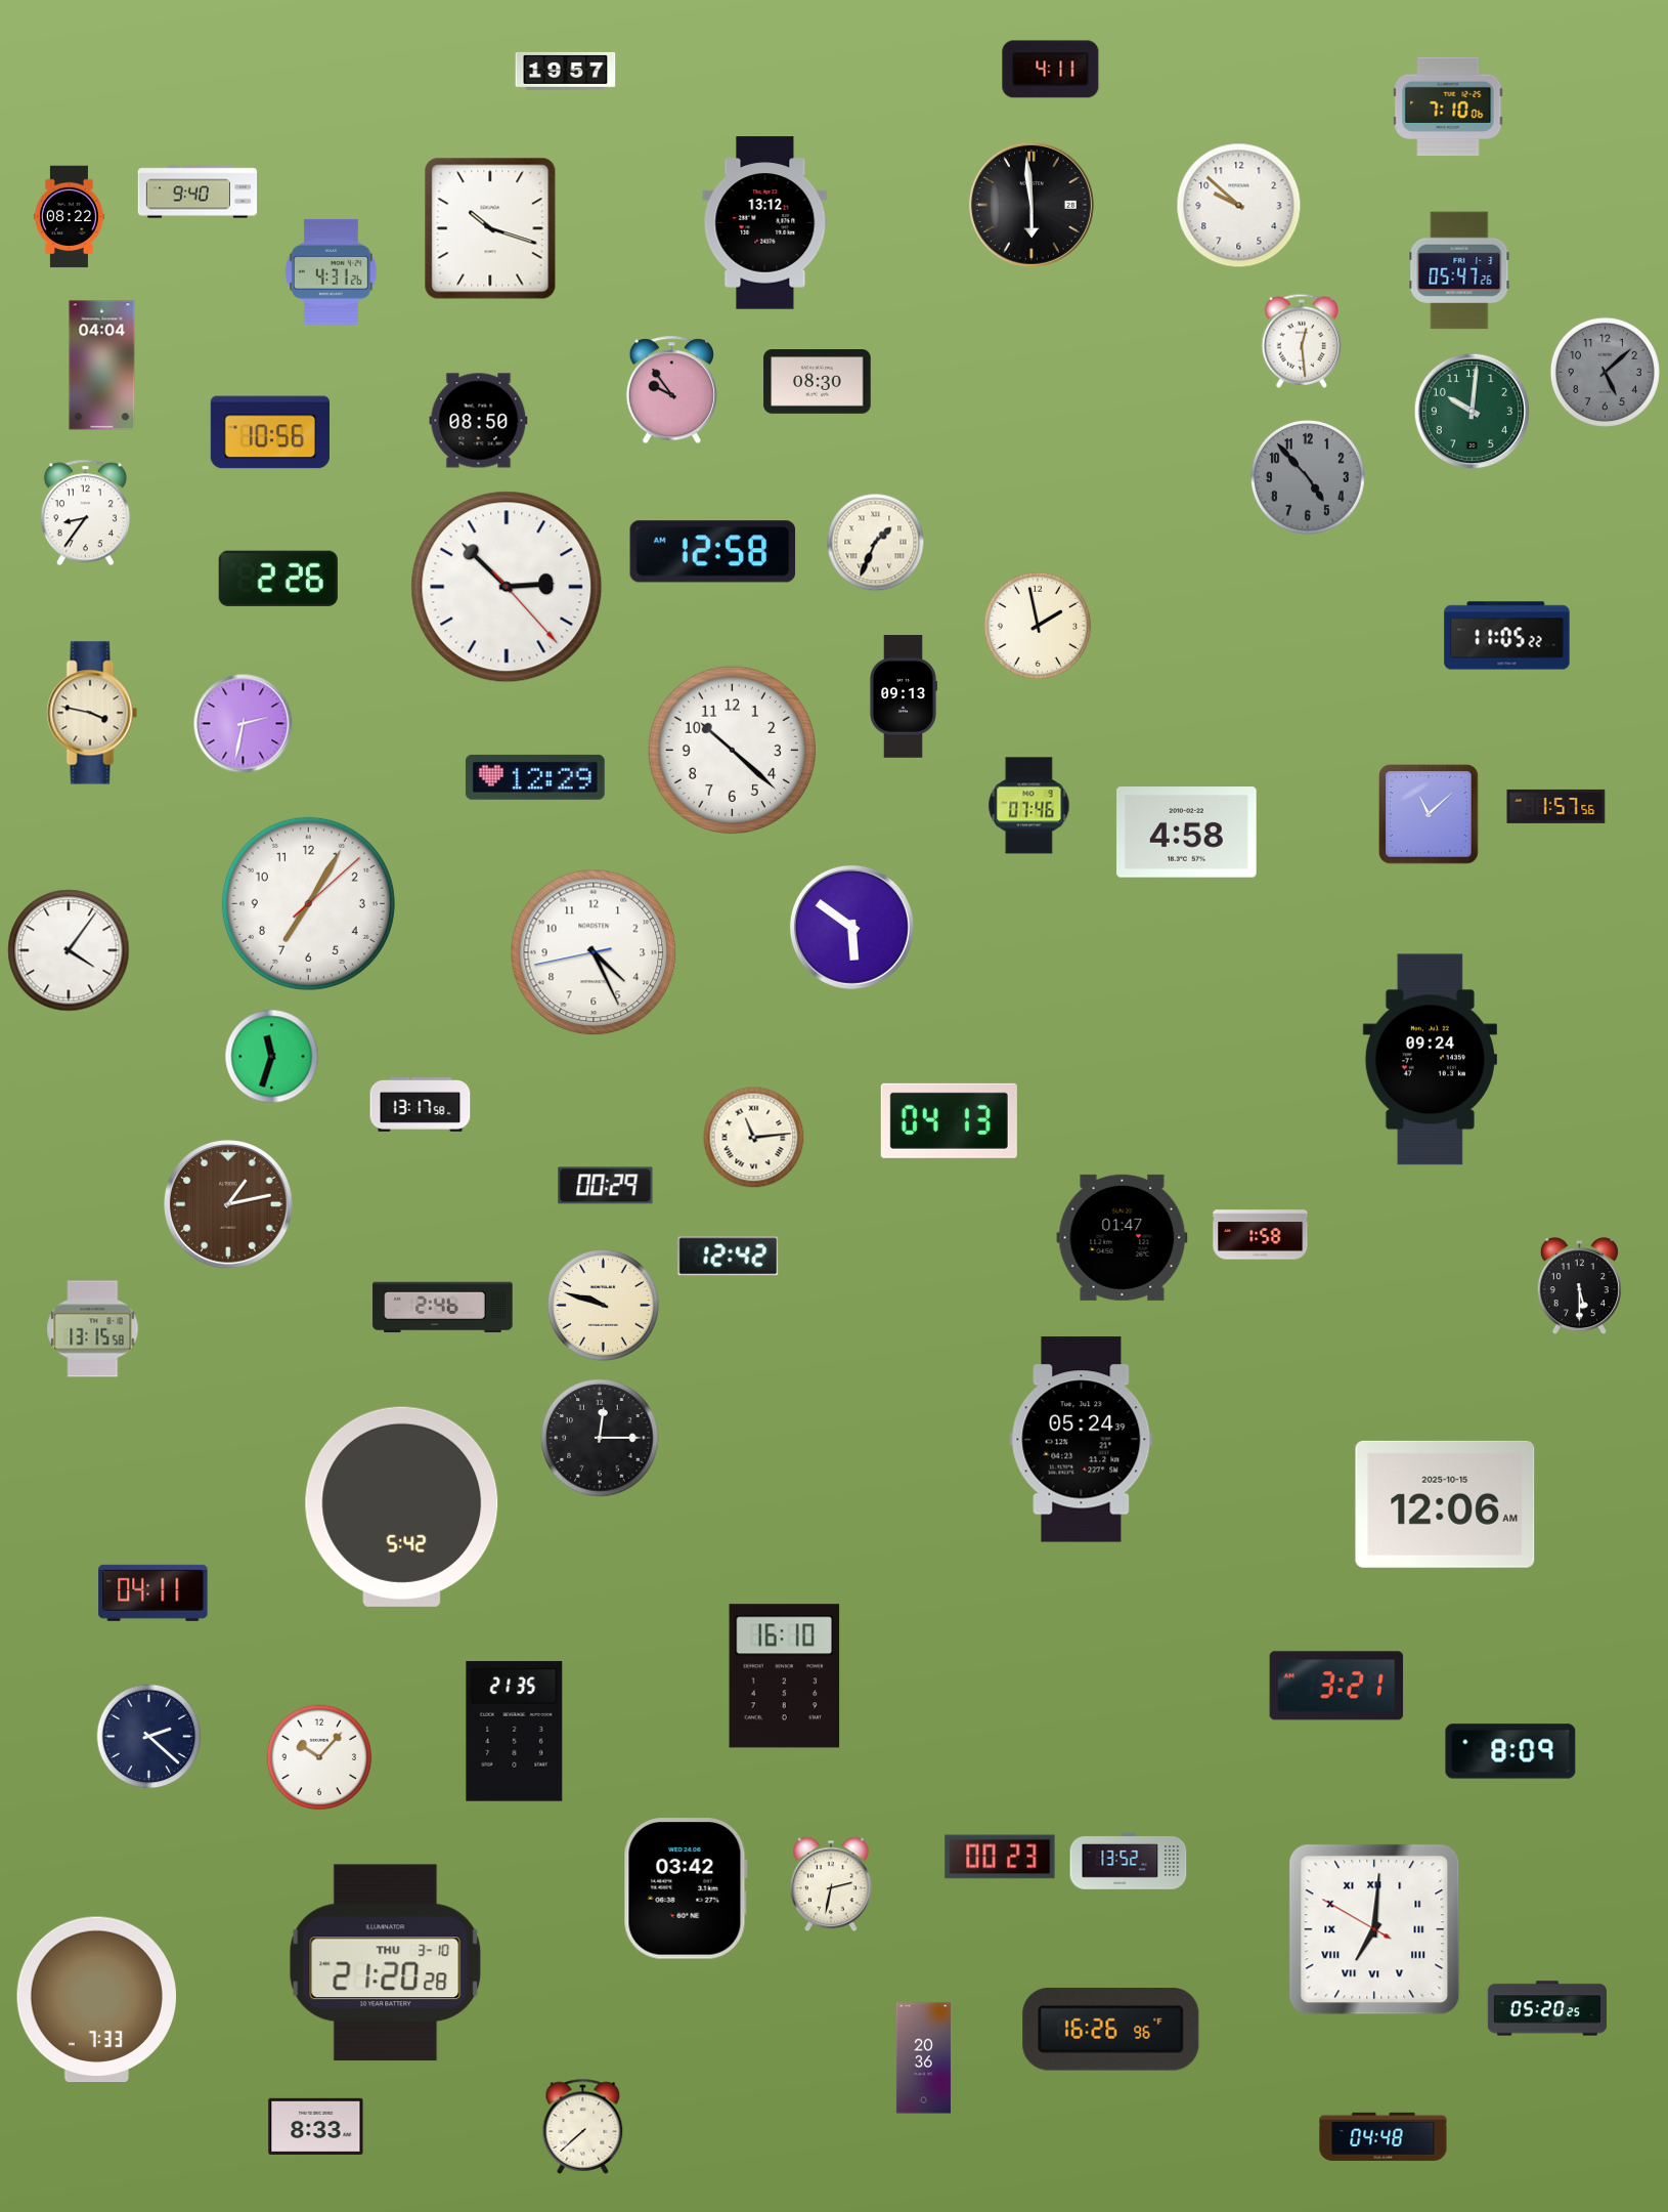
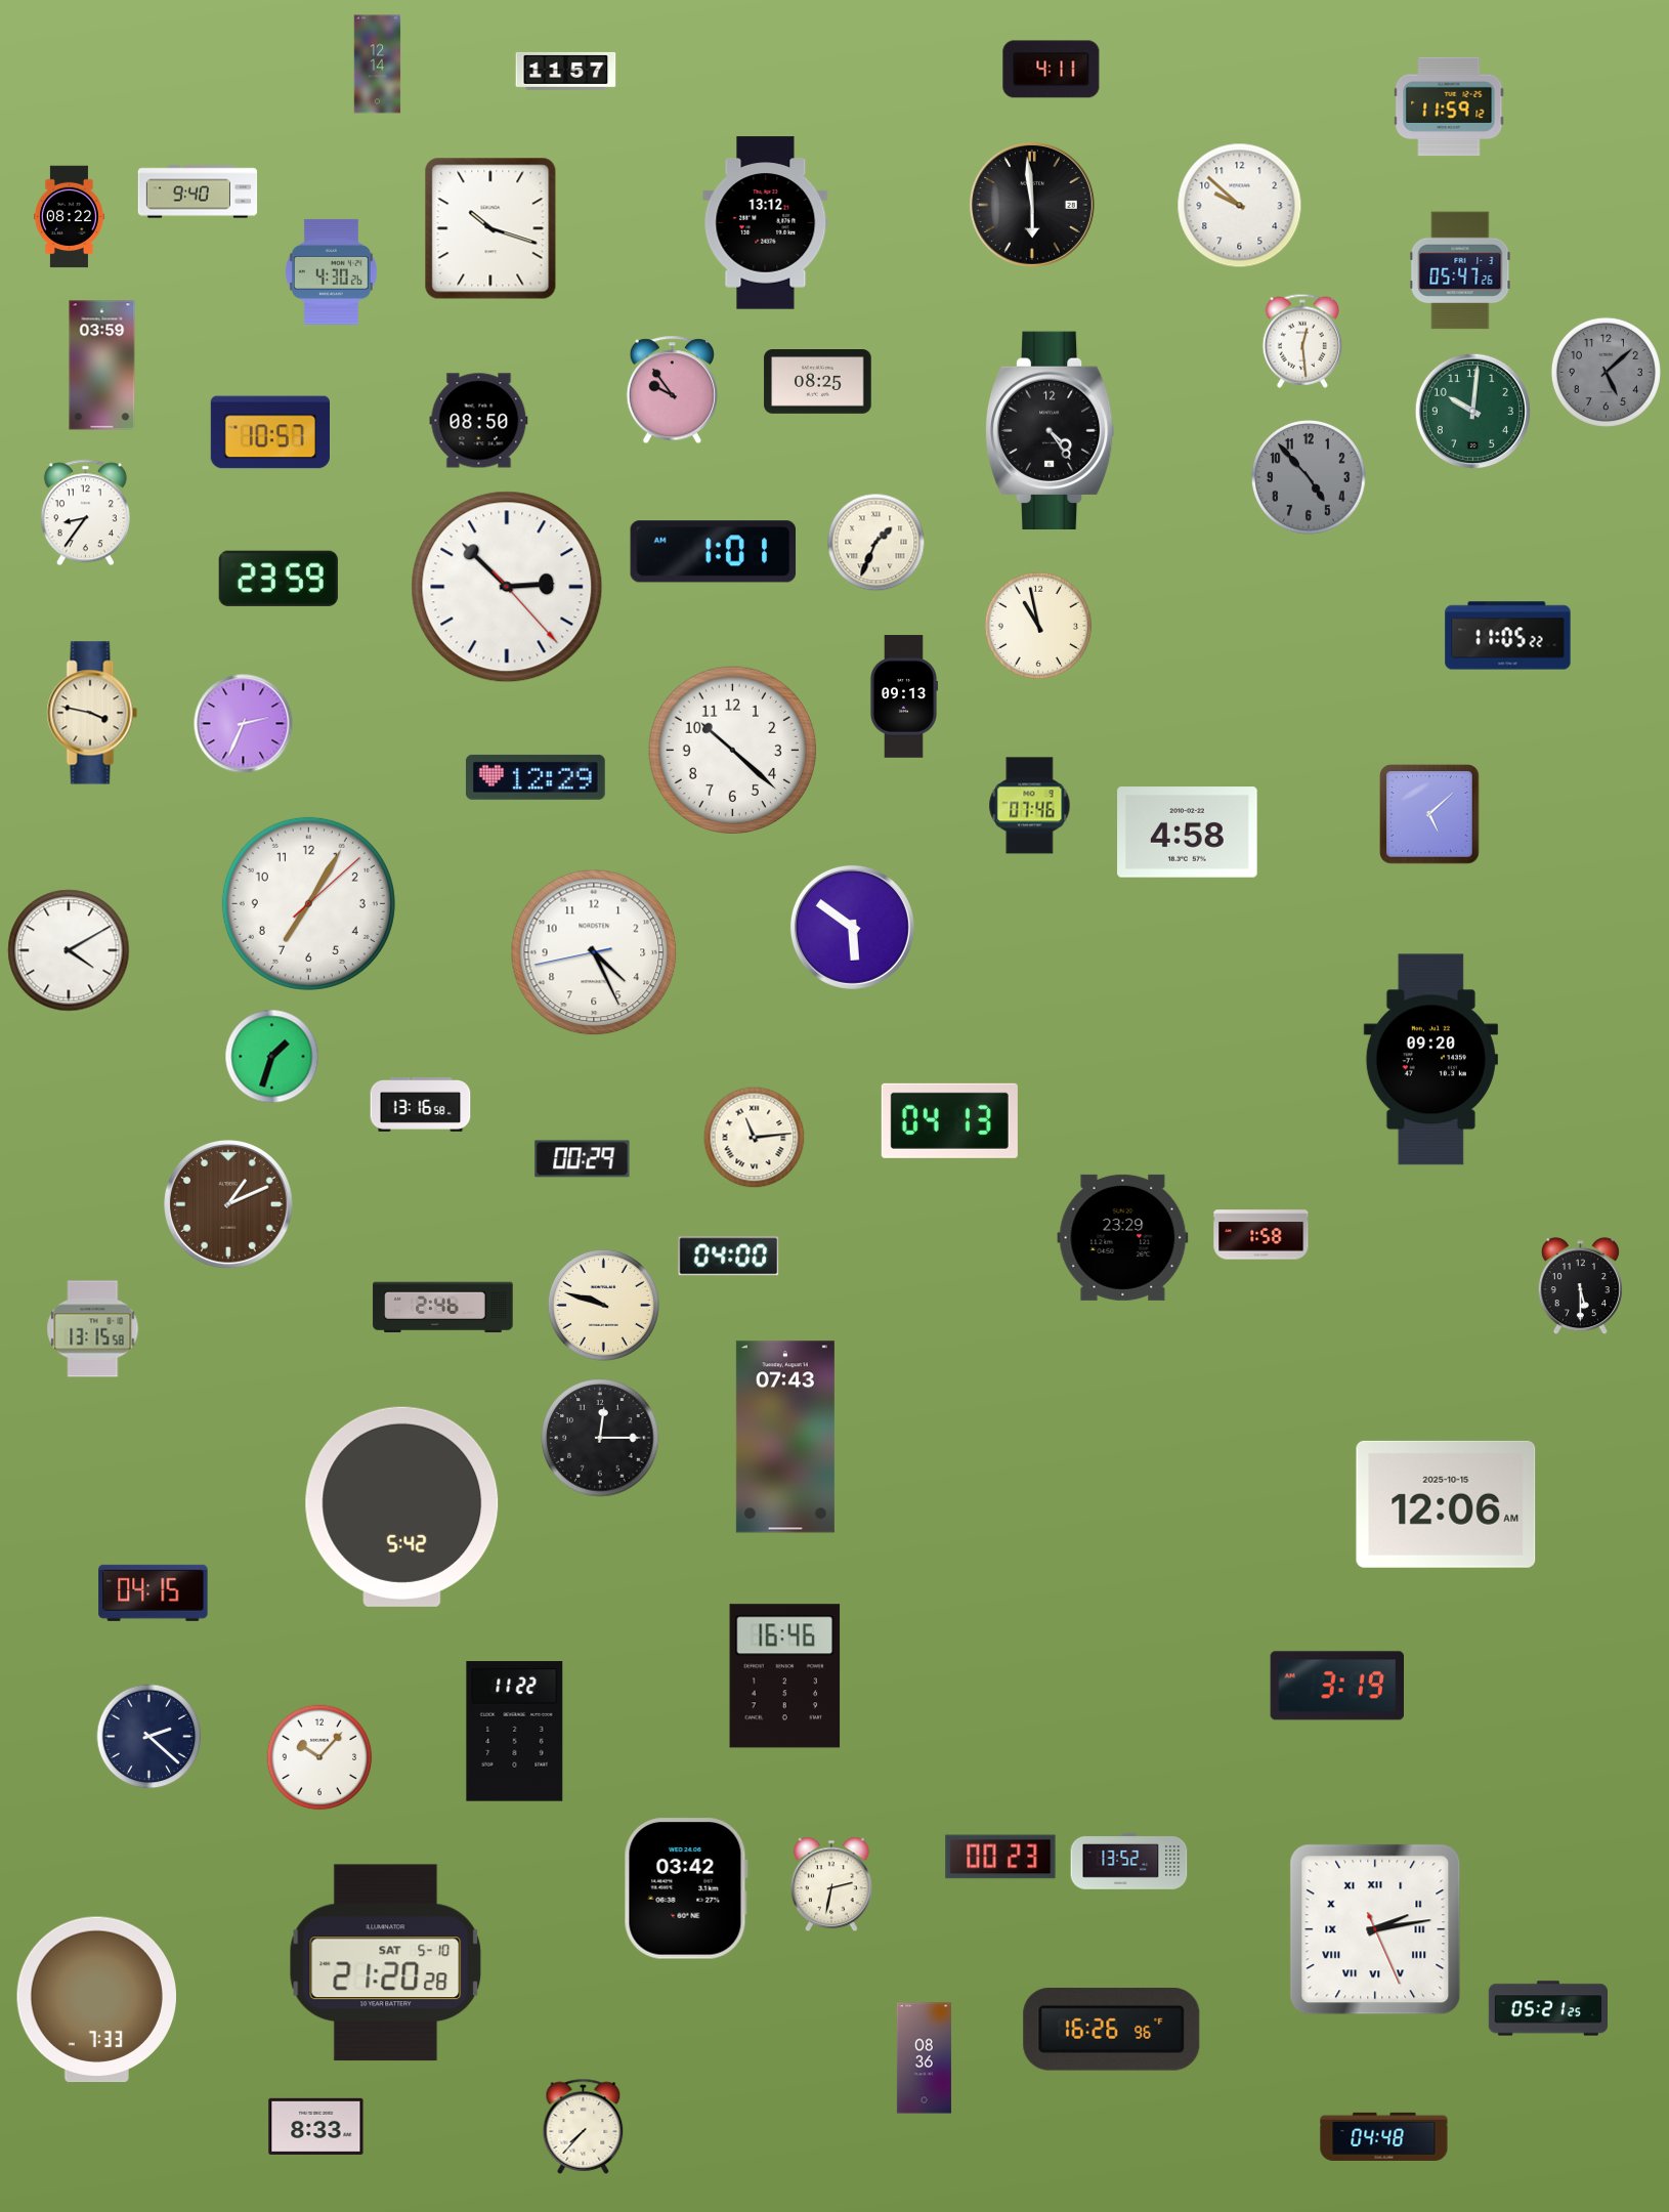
clock at (378, 65): none -> 12:14
clock at (566, 71): 19:57 -> 11:57
clock at (1448, 107): 7:10 -> 11:59
clock at (331, 271): 4:31 -> 4:30
clock at (102, 366): 04:04 -> 03:59
clock at (818, 382): 08:30 -> 08:25
clock at (1050, 430): none -> 4:24
clock at (269, 432): 10:56 -> 10:57
clock at (713, 552): 12:58 -> 1:01
clock at (278, 579): 2:26 -> 23:59
clock at (1037, 625): 1:58 -> 10:58
clock at (244, 724): 2:32 -> 2:34
clock at (1556, 806): 1:57 -> none
clock at (1429, 814): 11:08 -> 5:08
clock at (69, 950): 4:06 -> 4:10
clock at (272, 1057): 11:33 -> 1:33
clock at (1430, 1060): 09:24 -> 09:20
clock at (421, 1104): 13:17 -> 13:16
clock at (606, 1186) position: (606, 1186) -> (583, 1159)
clock at (229, 1205): 1:13 -> 1:11
clock at (1123, 1237): 01:47 -> 23:29
clock at (729, 1257): 12:42 -> 04:00
clock at (785, 1437): none -> 07:43
clock at (1082, 1440): 05:24 -> none
clock at (153, 1592): 04:11 -> 04:15
clock at (785, 1676): 16:10 -> 16:46
clock at (1336, 1686): 3:21 -> 3:19
clock at (515, 1732): 21:35 -> 11:22
clock at (1510, 1751): 8:09 -> none
clock at (1374, 1929): 7:00 -> 2:13
clock at (386, 1963) date: THU 3-10 -> SAT 5-10
clock at (1546, 2008): 05:20 -> 05:21
clock at (923, 2058): 20:36 -> 08:36
clock at (583, 2126): 7:38 -> 7:37
